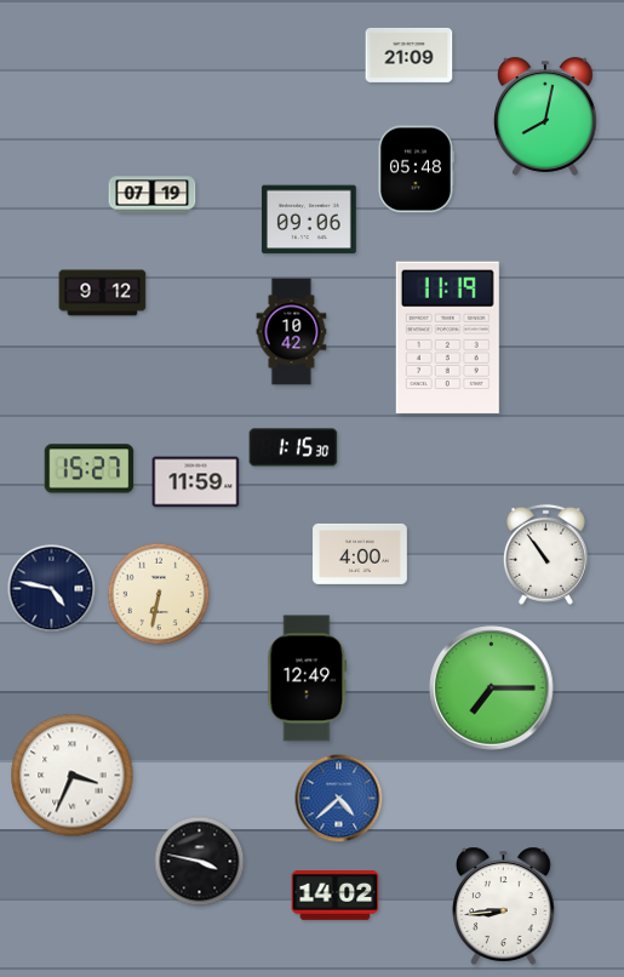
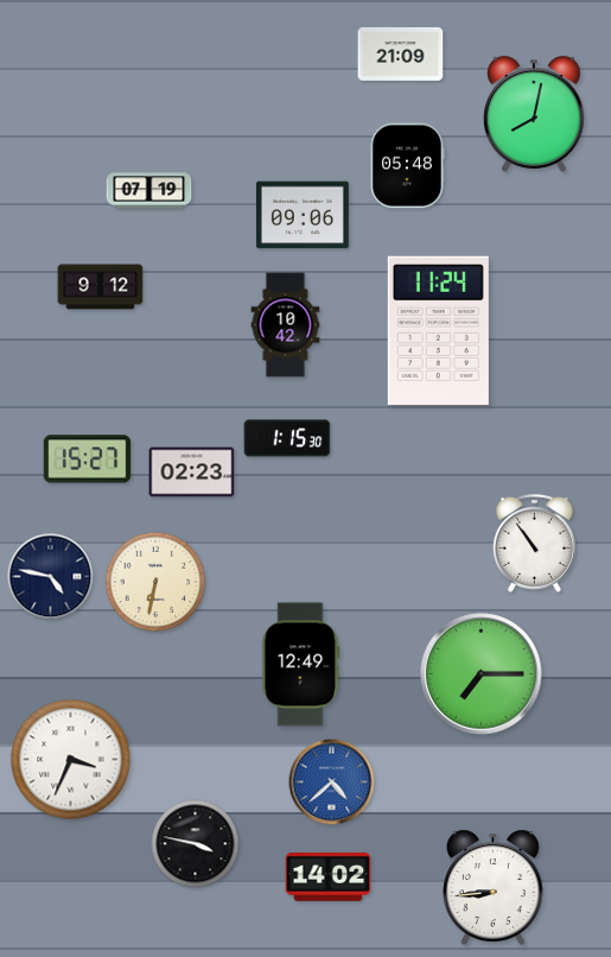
clock at (447, 337): 11:19 -> 11:24
clock at (196, 482): 11:59 -> 02:23
clock at (361, 554): 4:00 -> none
